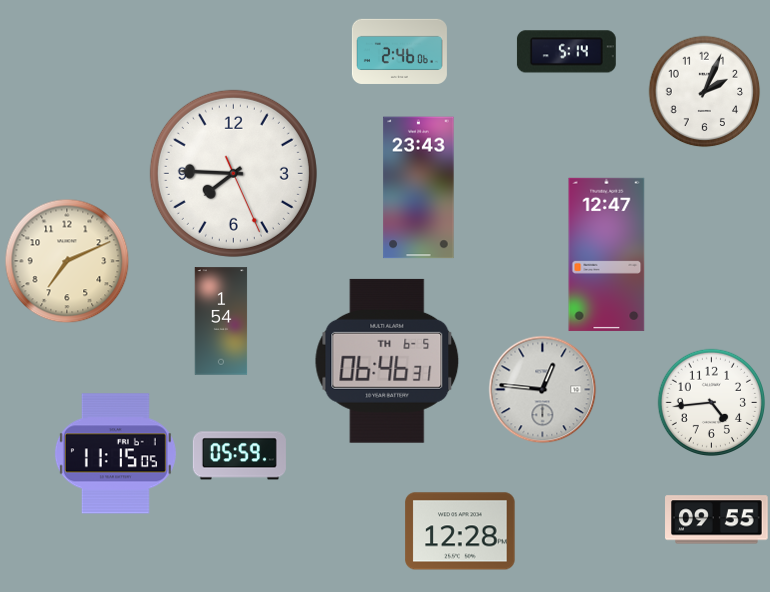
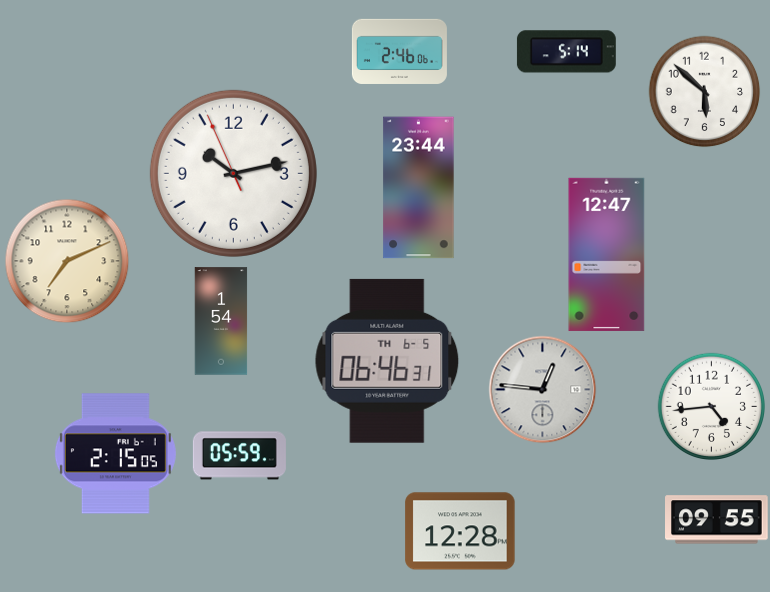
clock at (704, 91): 2:04 -> 5:52
clock at (233, 173): 7:45 -> 10:12
clock at (419, 188): 23:43 -> 23:44
clock at (711, 402) position: (711, 402) -> (711, 406)
clock at (115, 454): 11:15 -> 2:15
